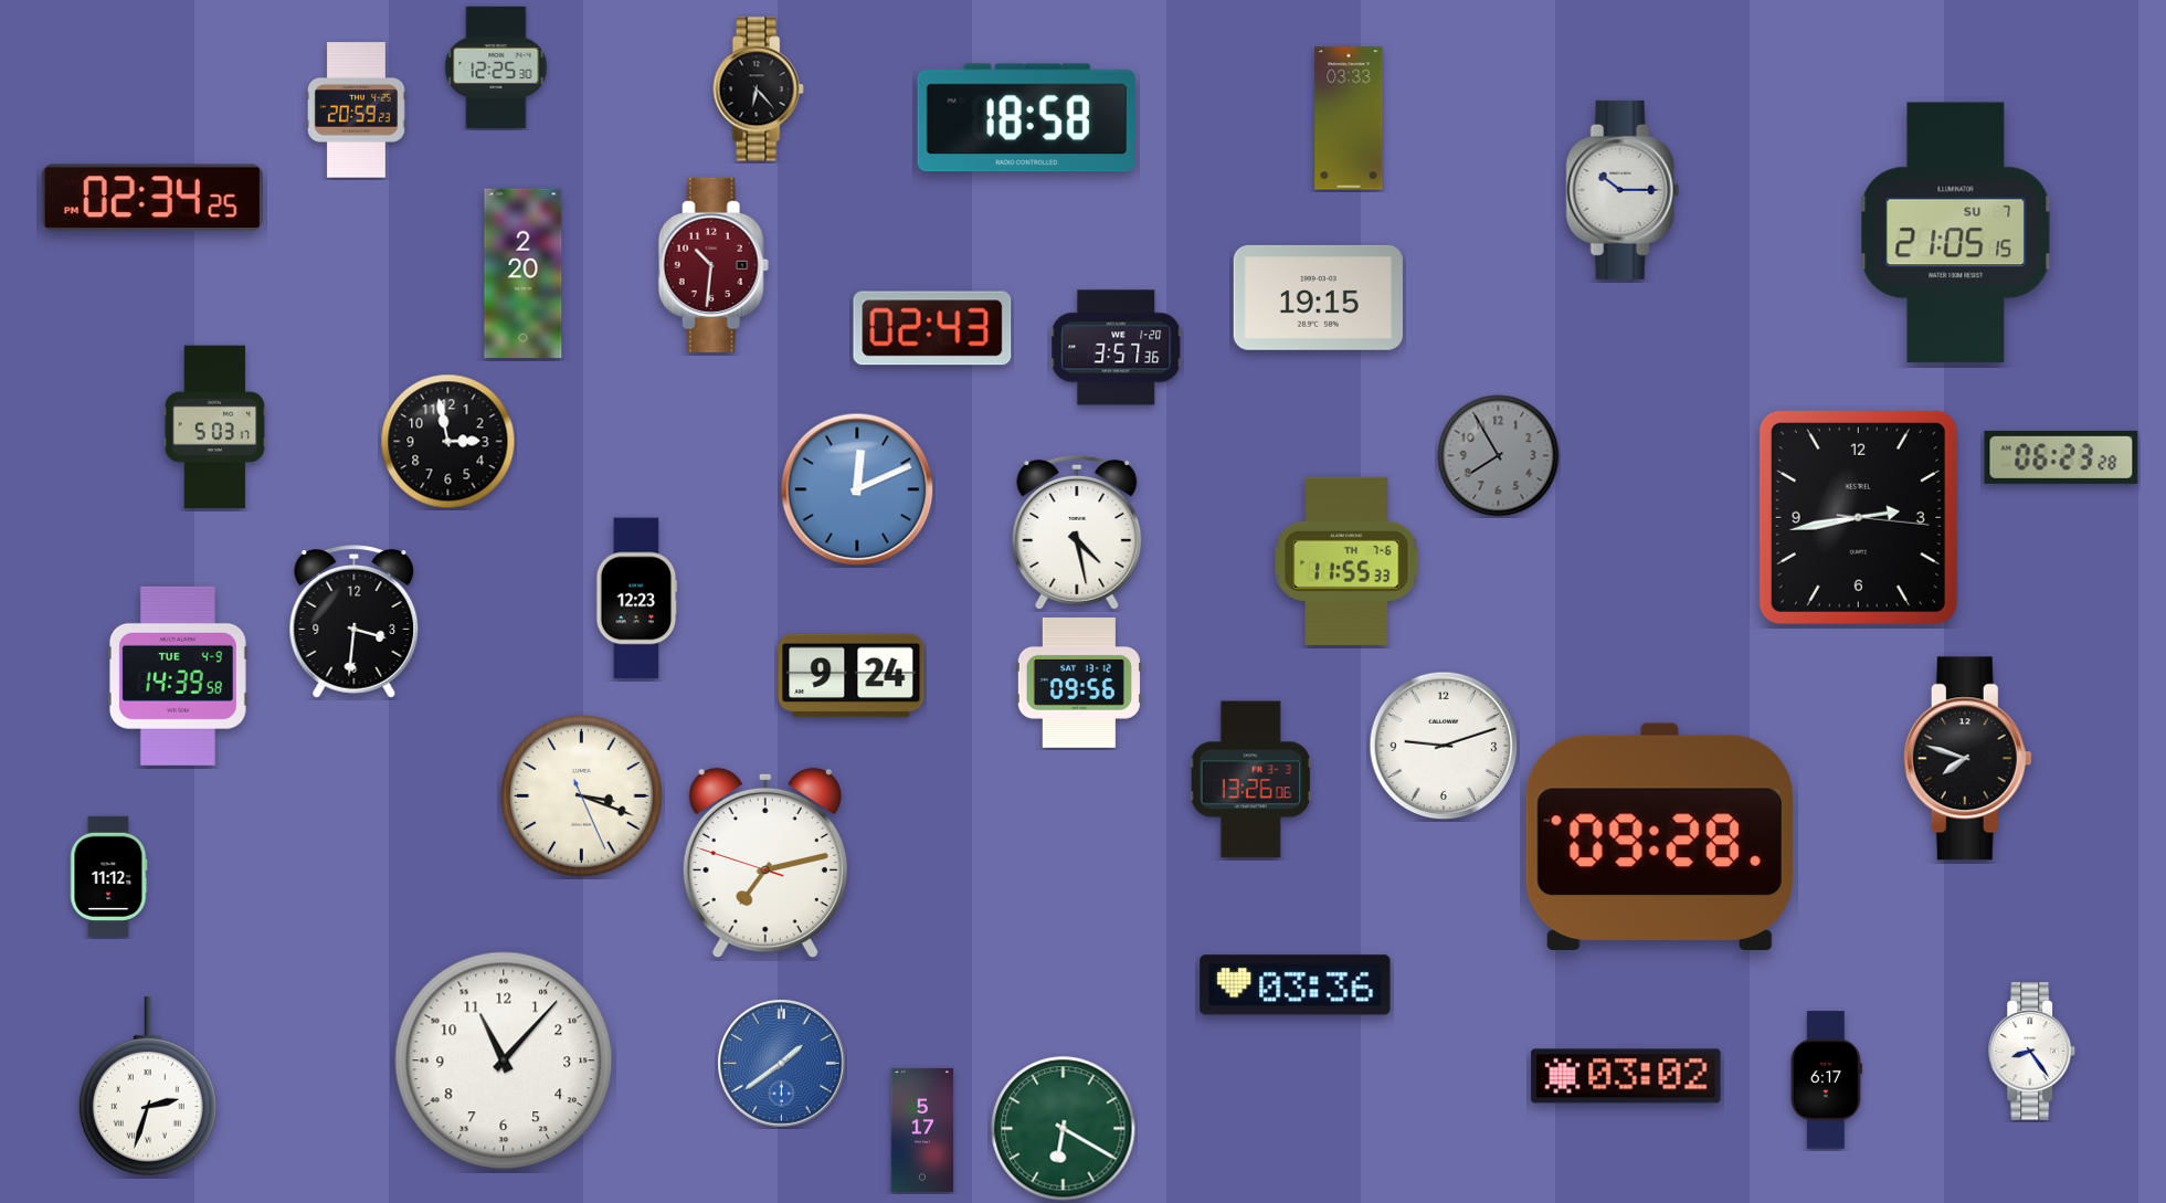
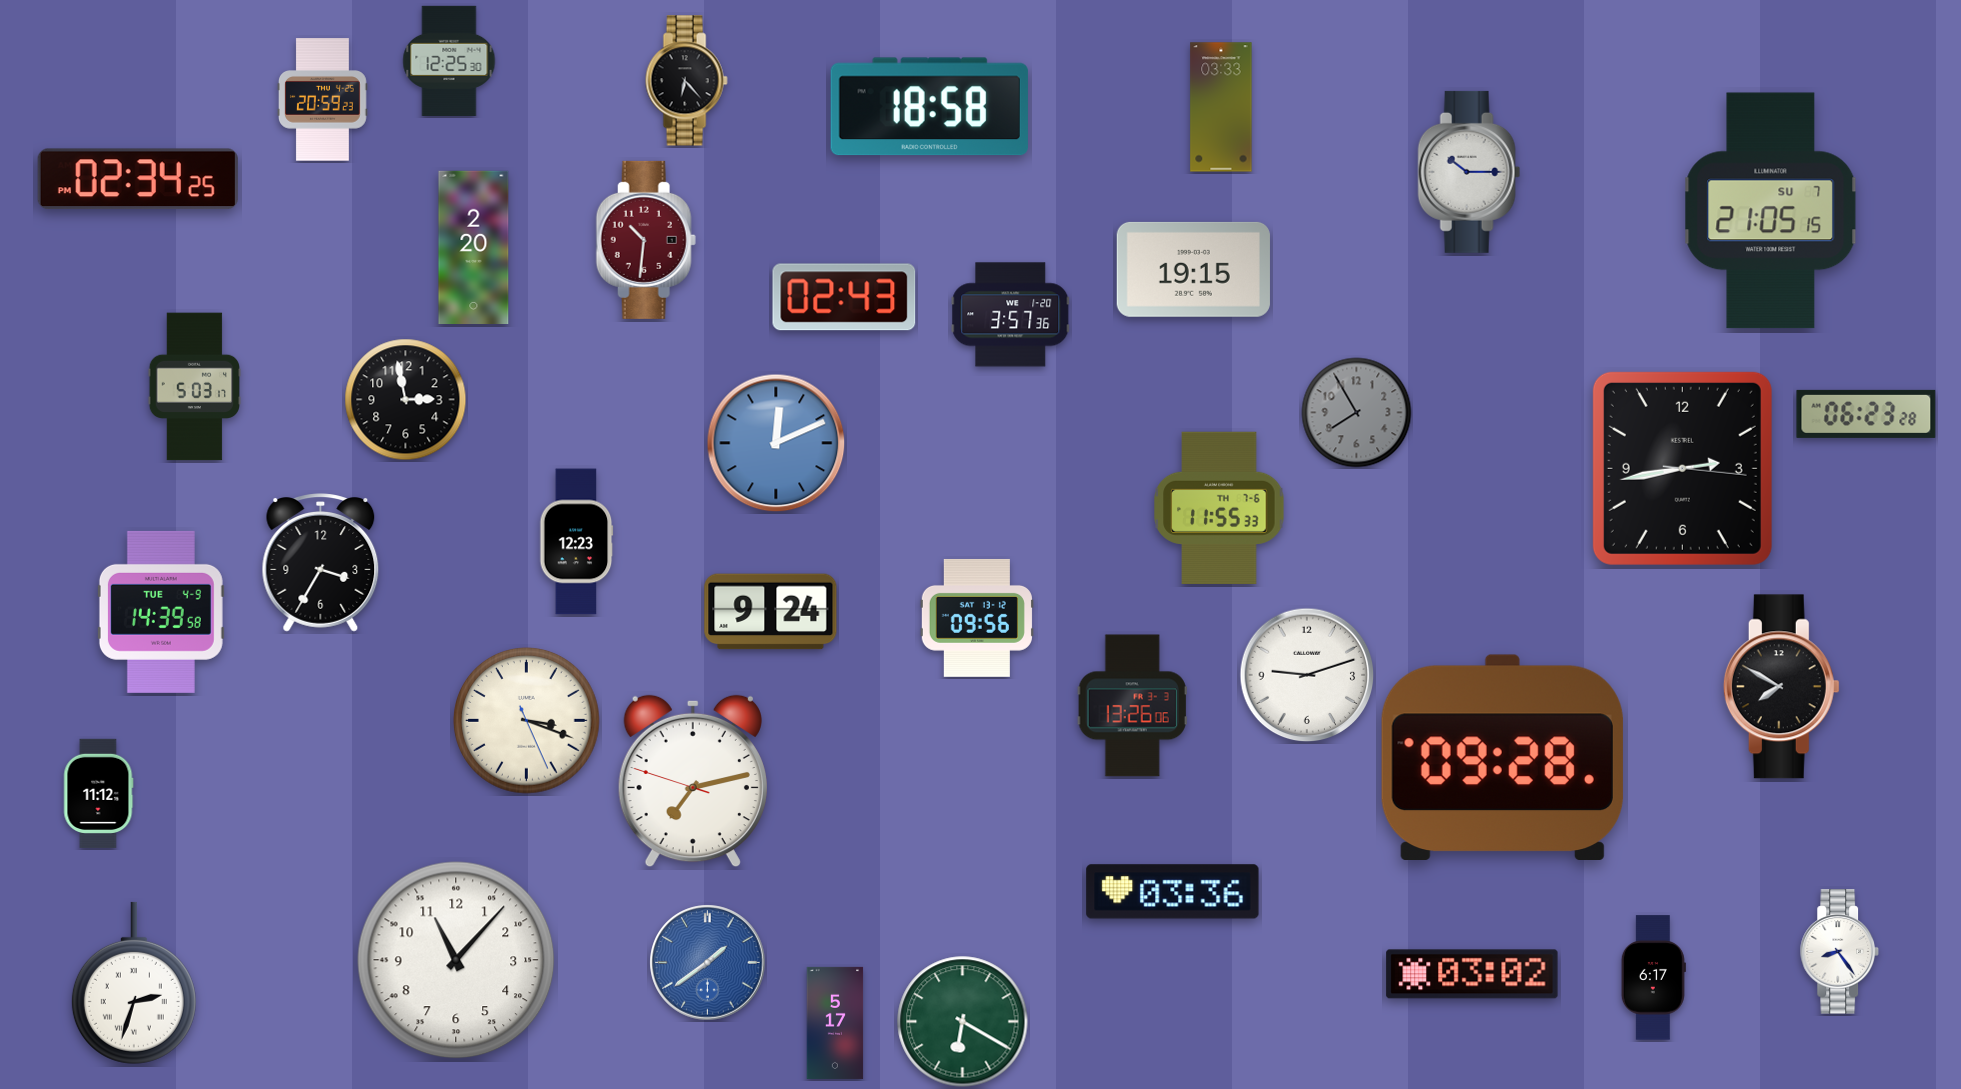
clock at (1077, 532): 4:28 -> none
clock at (355, 622): 3:31 -> 3:35
clock at (1967, 759): 7:48 -> 7:50
